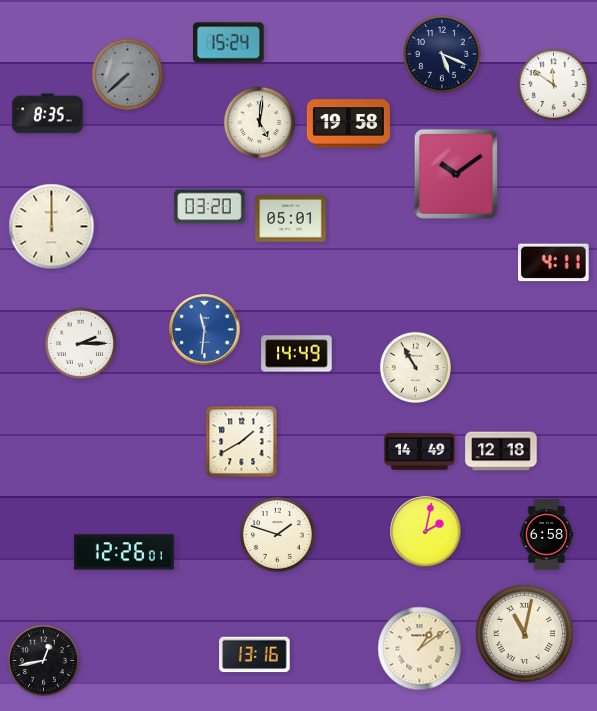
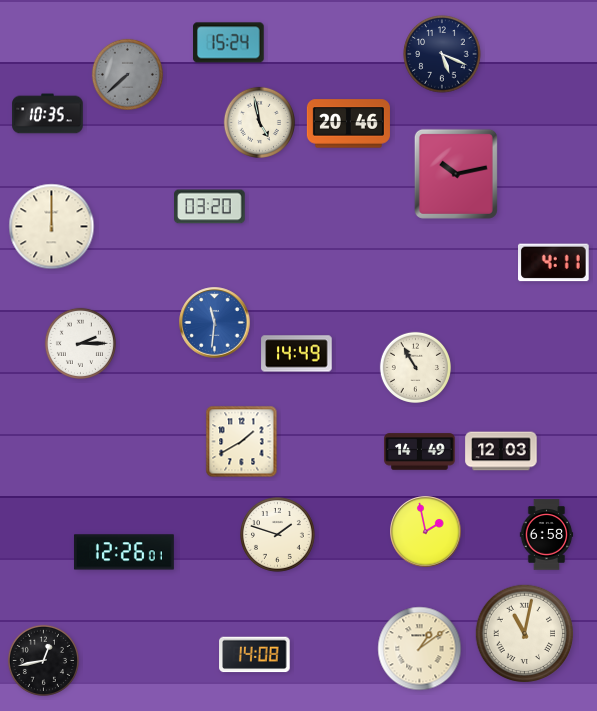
clock at (553, 84): 11:51 -> none
clock at (48, 114): 8:35 -> 10:35
clock at (259, 122): 5:01 -> 4:58
clock at (348, 124): 19:58 -> 20:46
clock at (456, 174): 10:09 -> 10:13
clock at (291, 219): 05:01 -> none
clock at (205, 330) position: (205, 330) -> (215, 323)
clock at (501, 451): 12:18 -> 12:03
clock at (426, 532): 2:02 -> 1:58
clock at (255, 655): 13:16 -> 14:08
